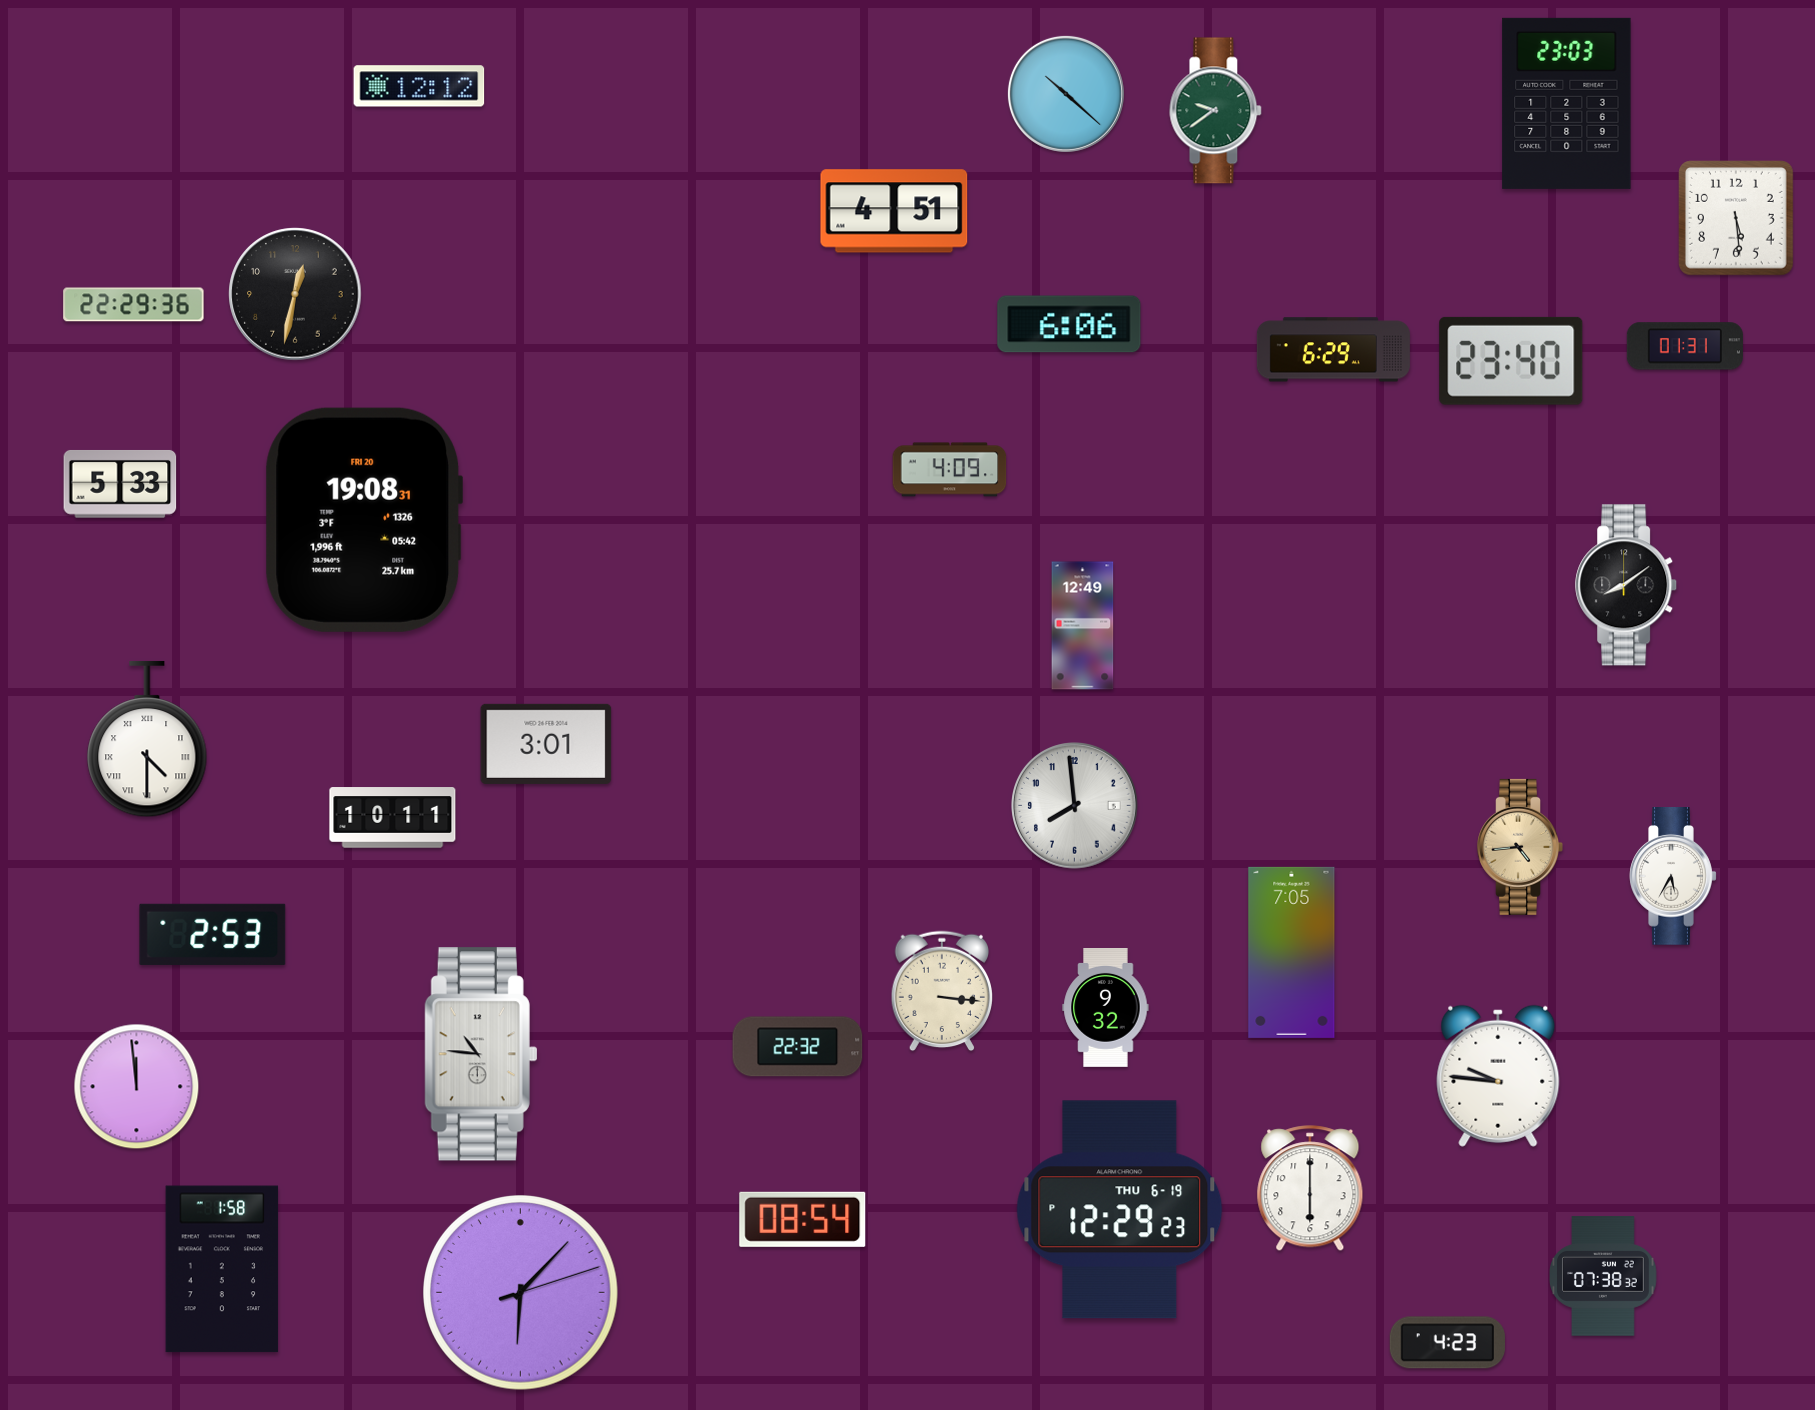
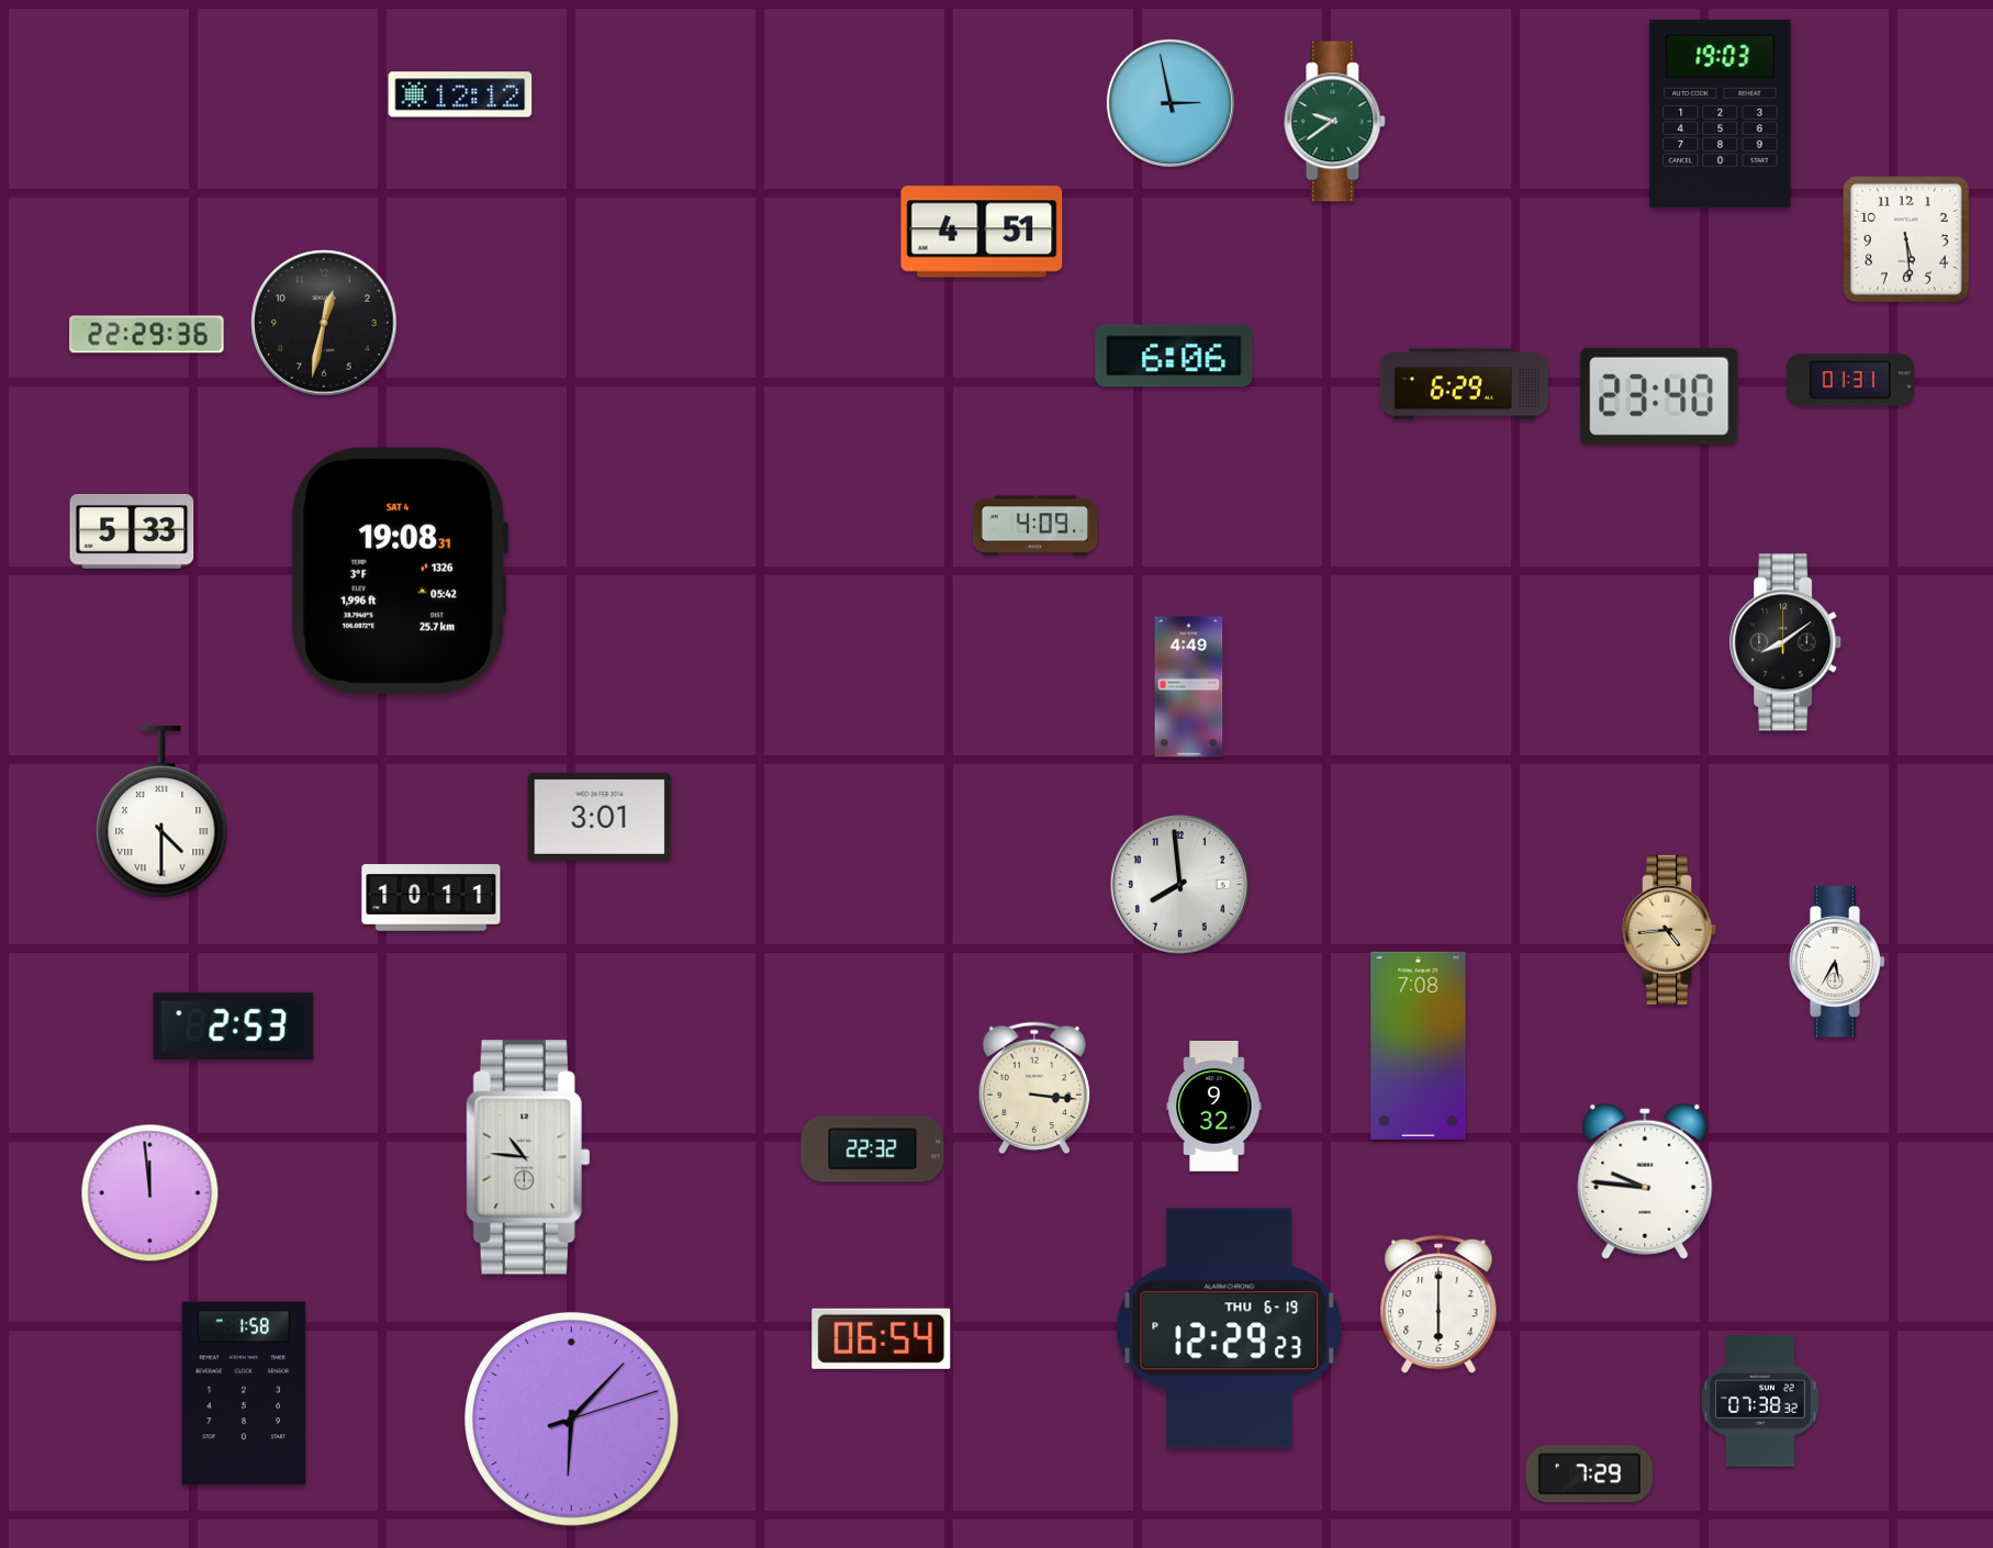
clock at (1066, 94): 10:22 -> 2:58
clock at (1567, 103): 23:03 -> 19:03
clock at (950, 470) position: (950, 470) -> (1035, 526)
clock at (363, 520) date: FRI 20 -> SAT 4
clock at (1083, 626): 12:49 -> 4:49
clock at (1292, 952): 7:05 -> 7:08
clock at (798, 1047) position: (798, 1047) -> (873, 1149)
clock at (803, 1219): 08:54 -> 06:54
clock at (1447, 1343): 4:23 -> 7:29
